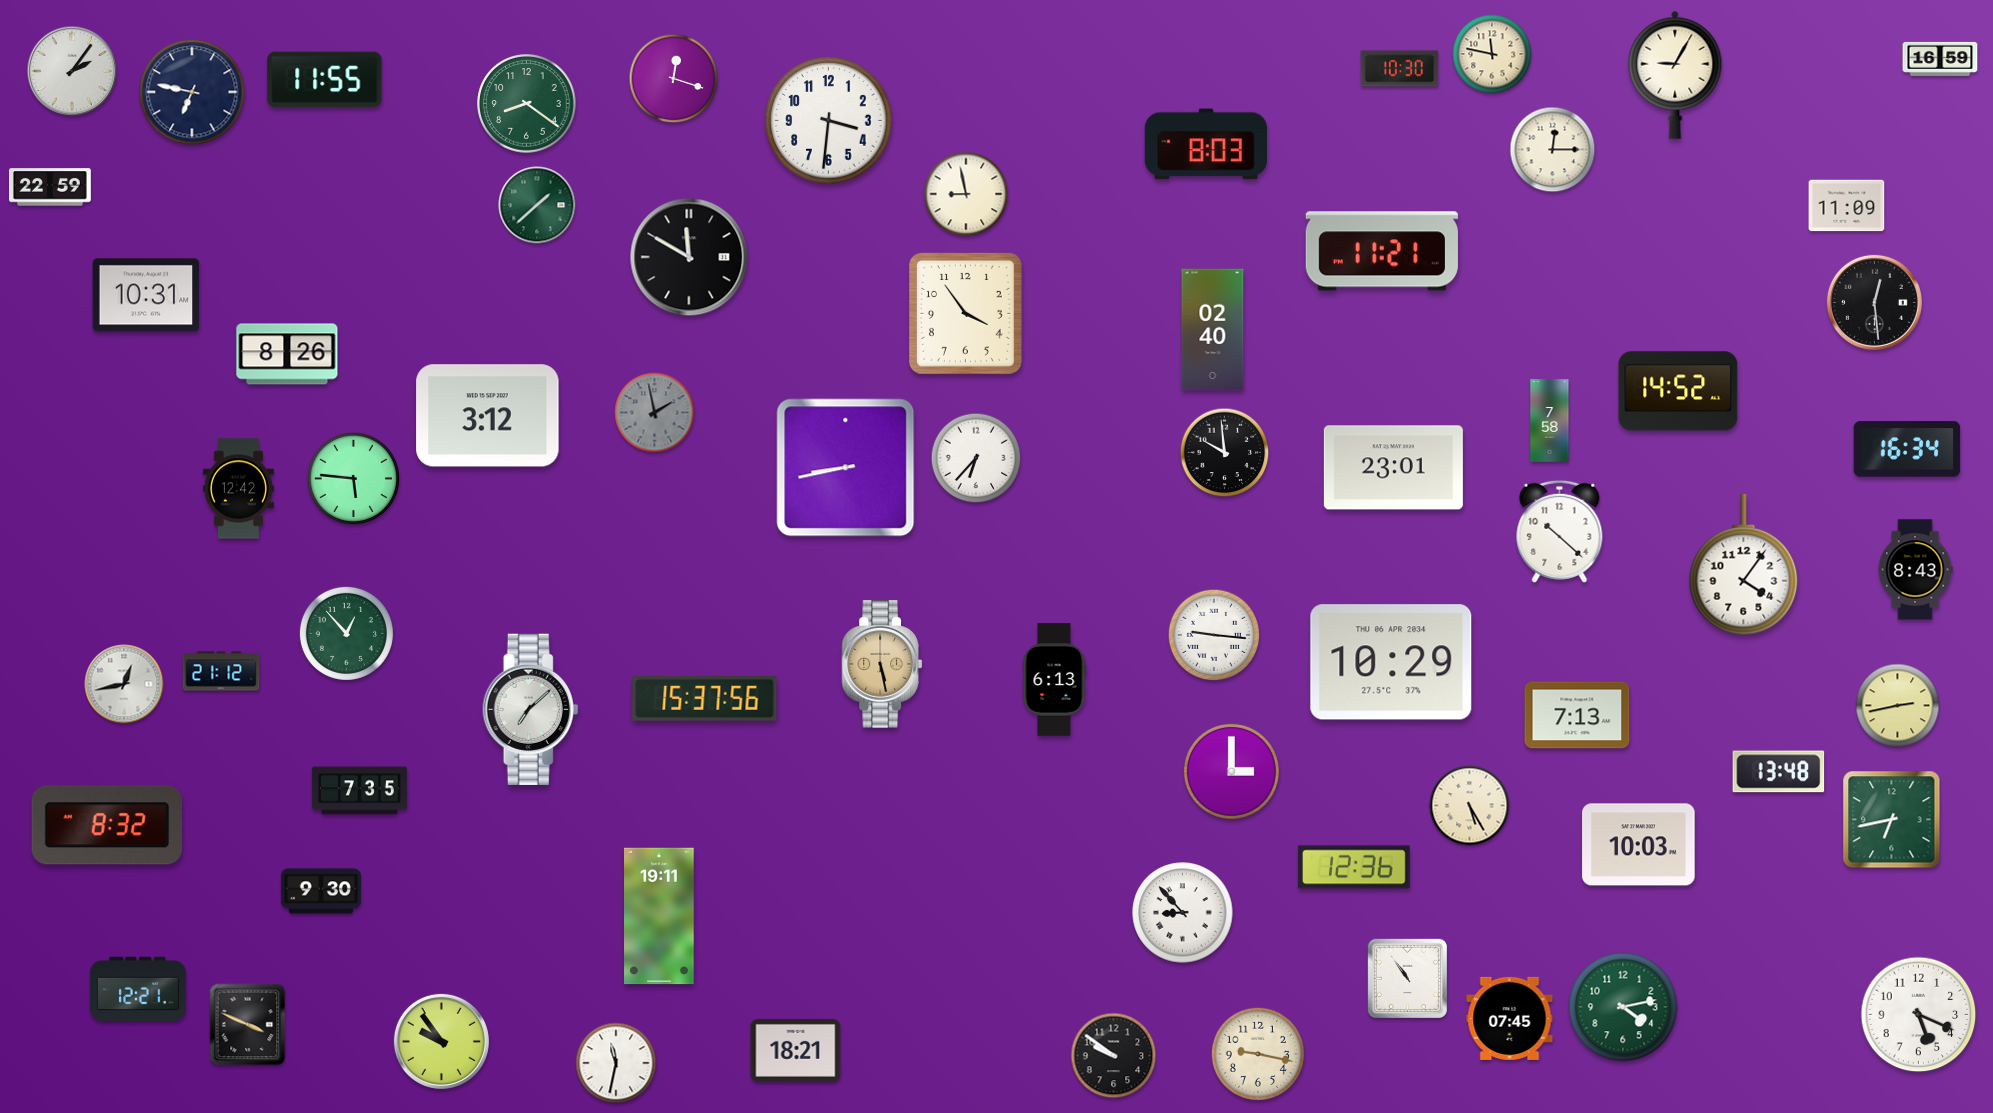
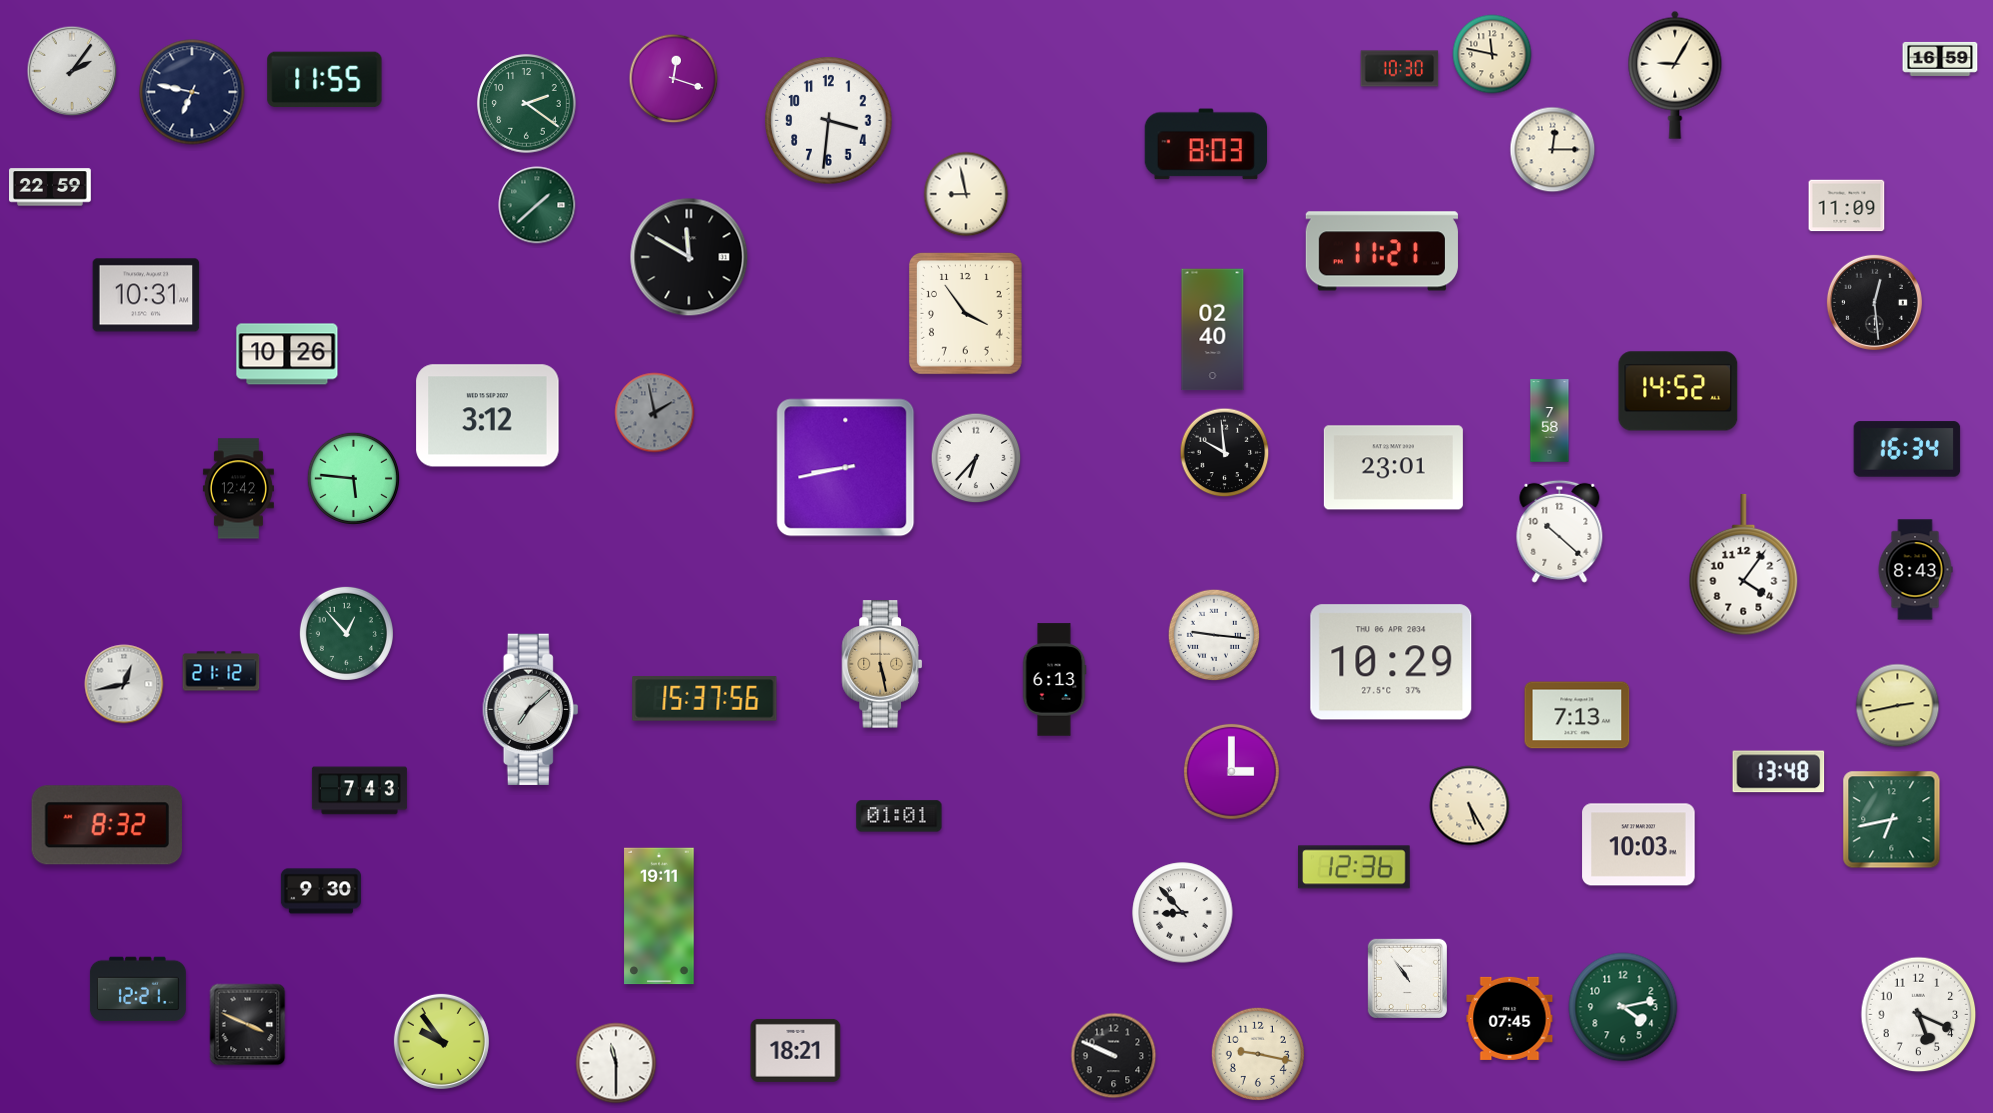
clock at (527, 104): 8:21 -> 2:21
clock at (287, 354): 8:26 -> 10:26
clock at (359, 791): 7:35 -> 7:43
clock at (899, 816): none -> 01:01
clock at (1114, 1056): 9:51 -> 9:49
clock at (616, 1063): 11:32 -> 11:30
